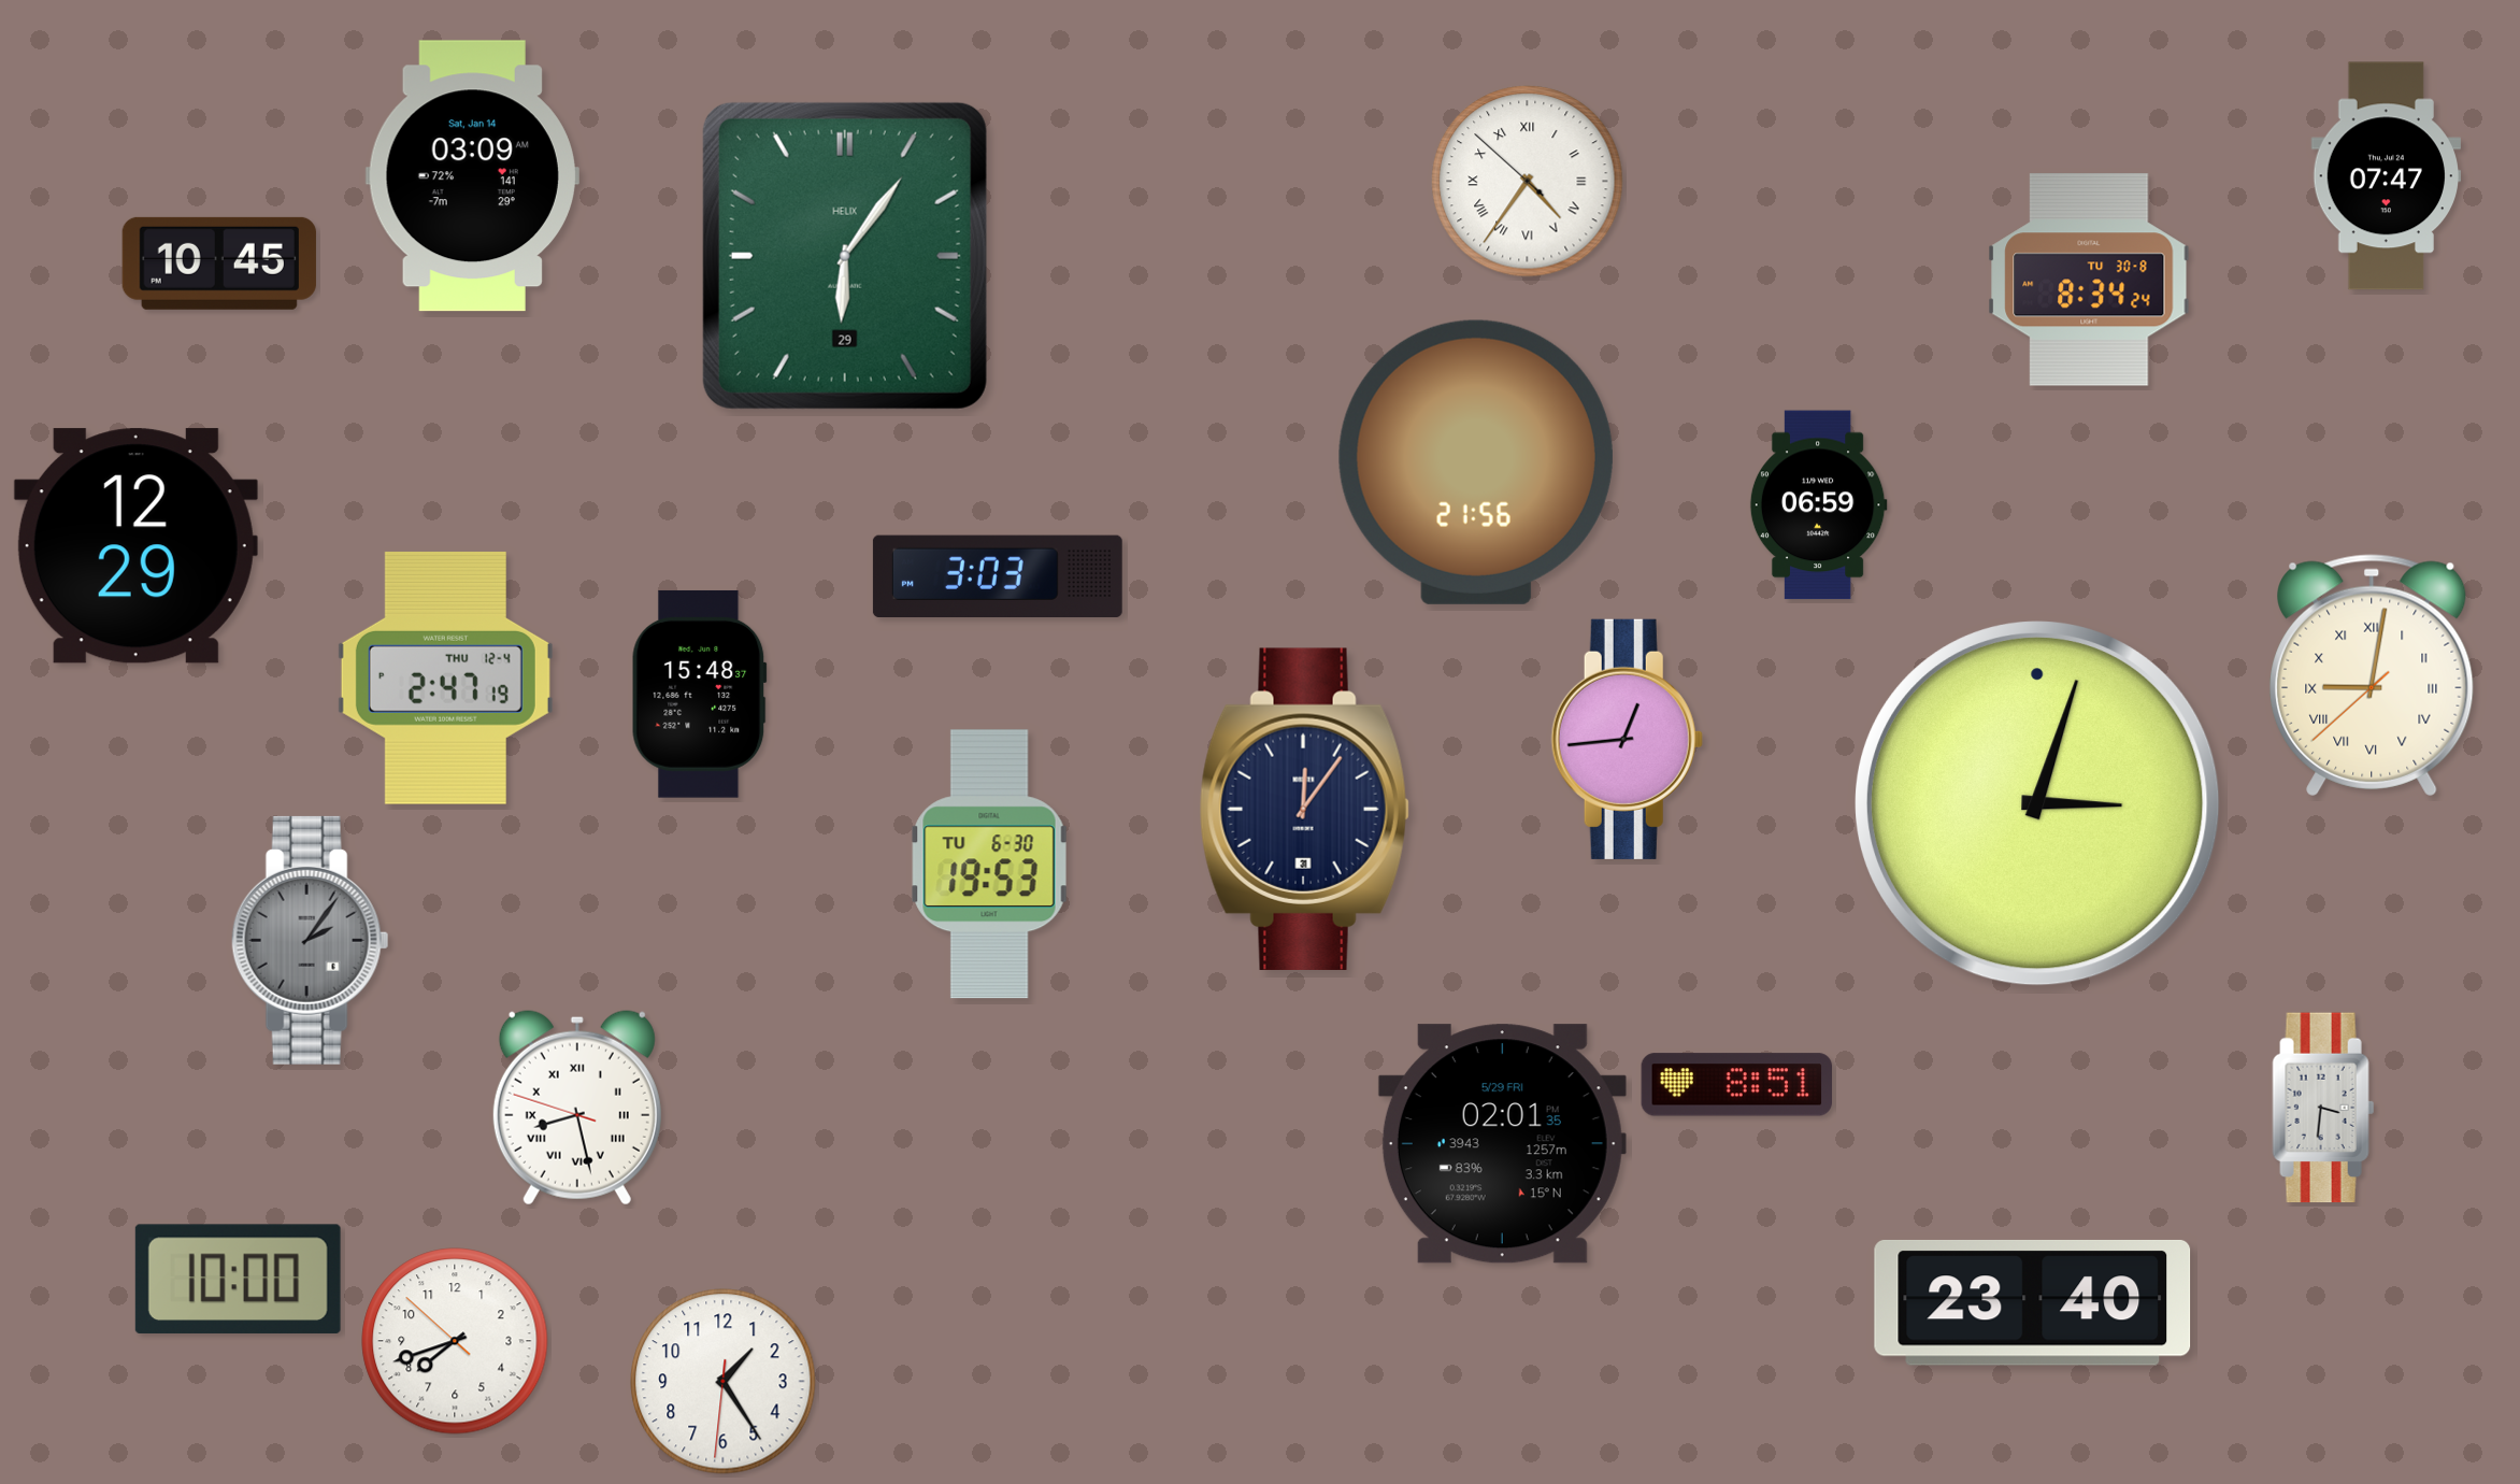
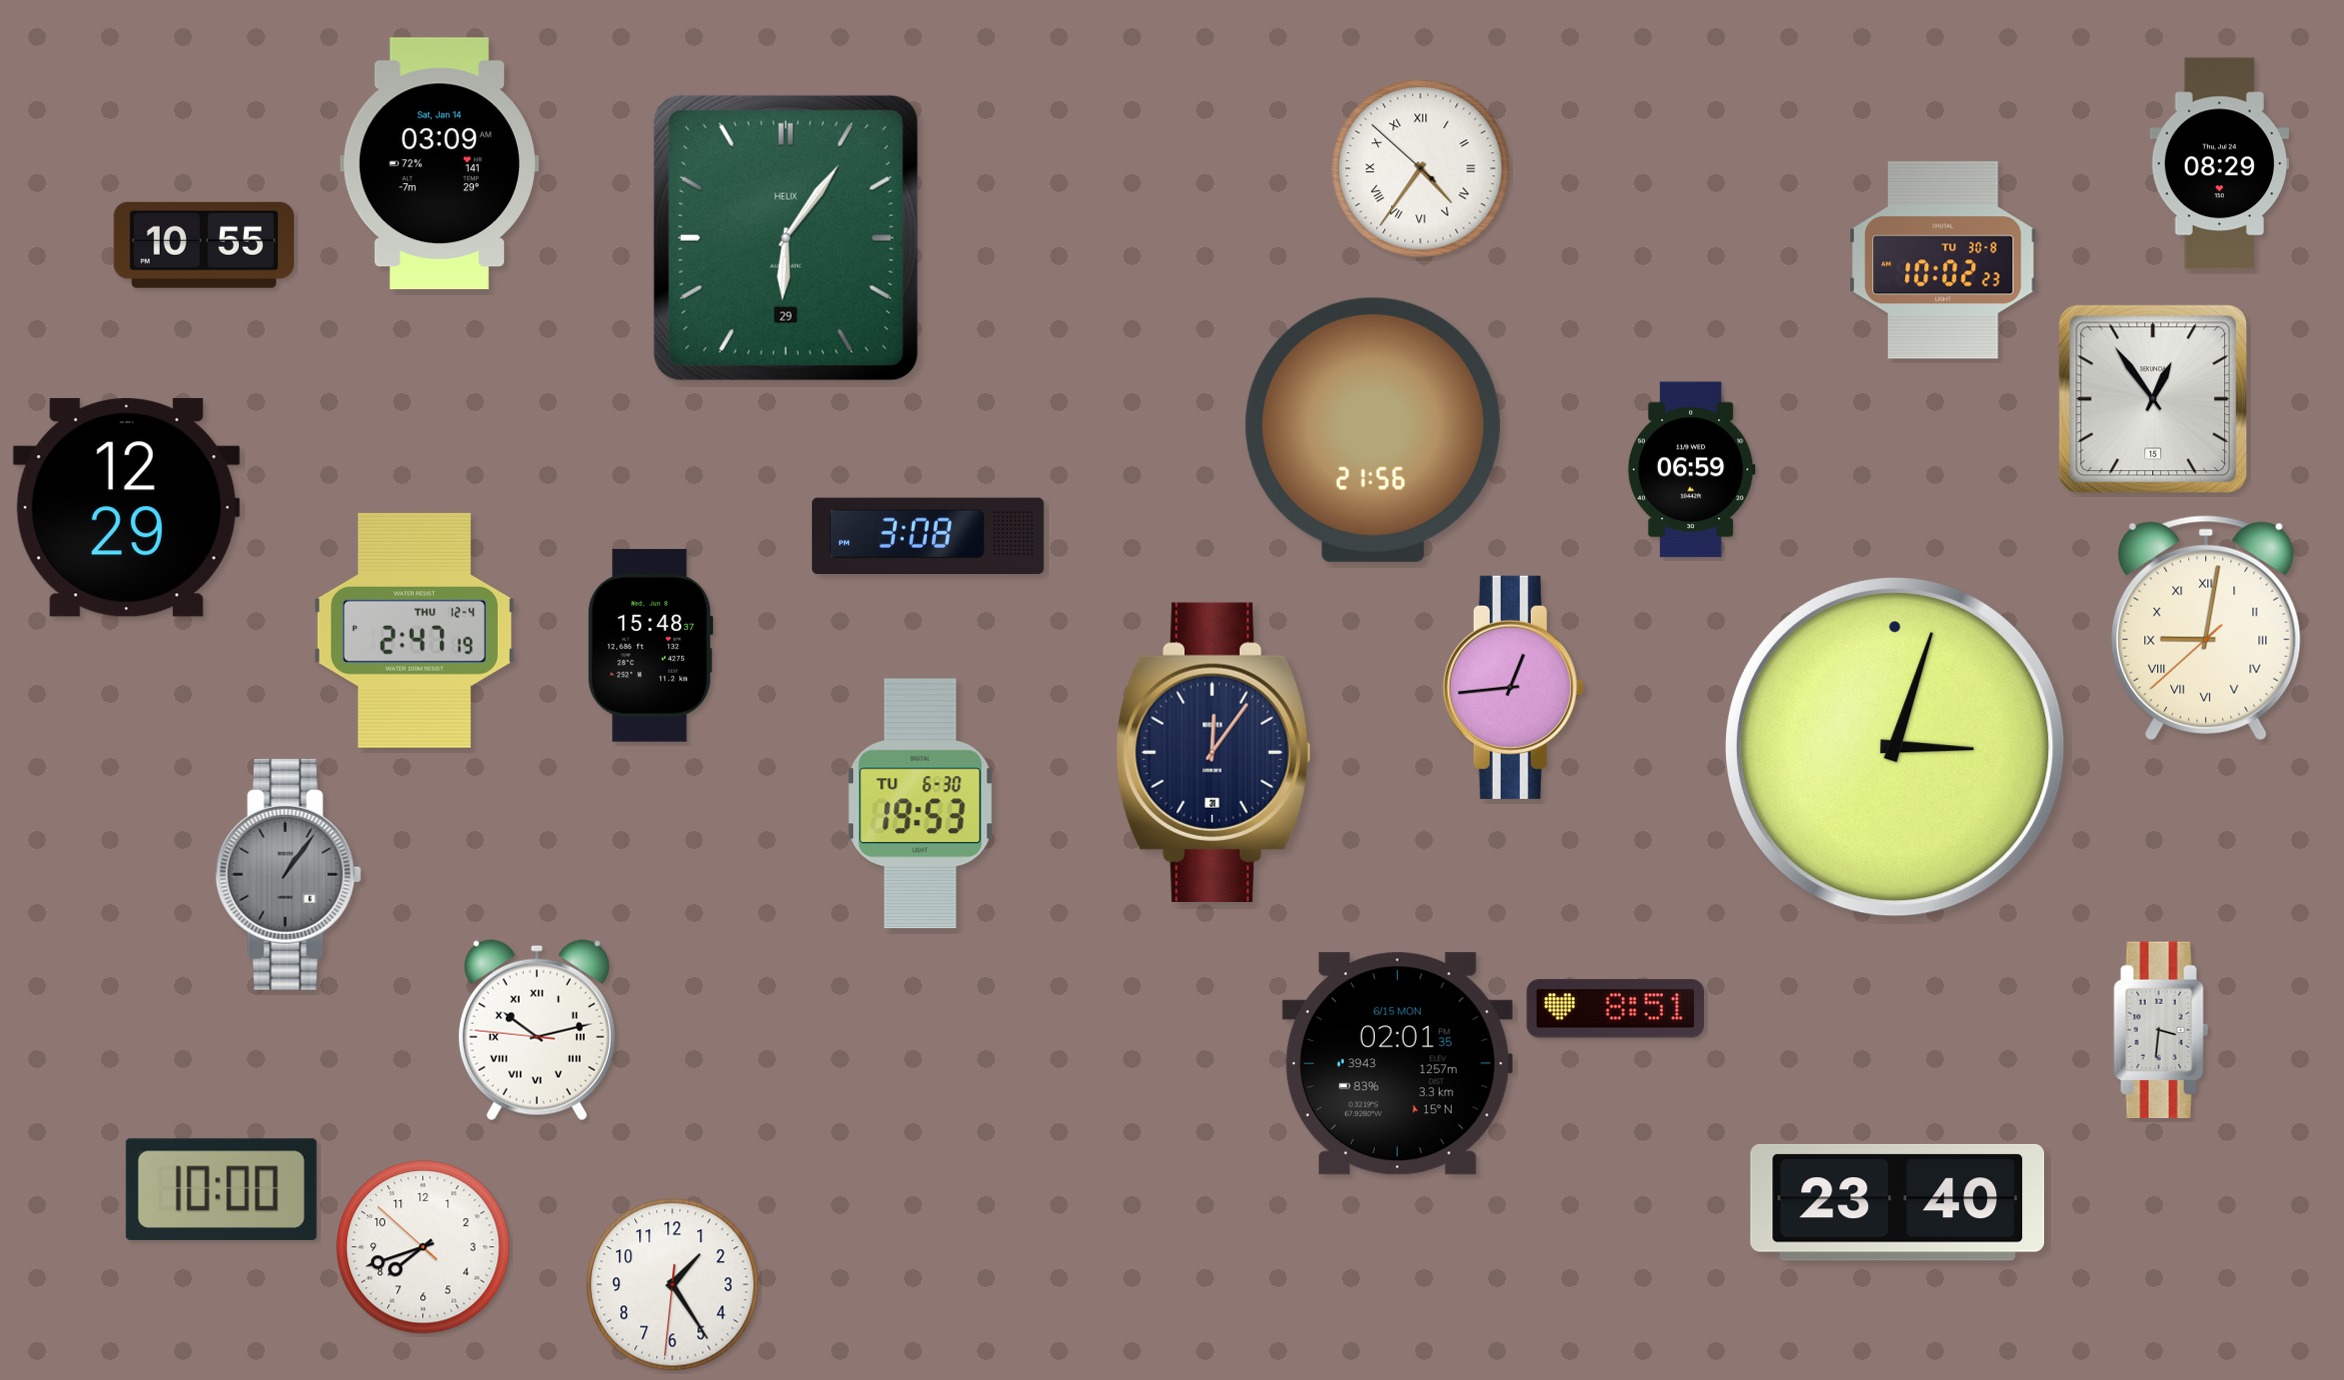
clock at (2386, 176): 07:47 -> 08:29
clock at (219, 263): 10:45 -> 10:55
clock at (2089, 280): 8:34 -> 10:02
clock at (2153, 399): none -> 12:54
clock at (998, 575): 3:03 -> 3:08
clock at (311, 940): 2:06 -> 1:06
clock at (577, 1108): 8:27 -> 10:12
clock at (1502, 1144) date: 5/29 FRI -> 6/15 MON
clock at (2033, 1302) position: (2033, 1302) -> (1898, 1202)
